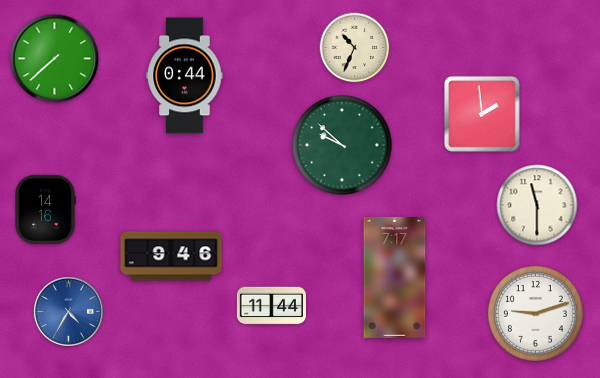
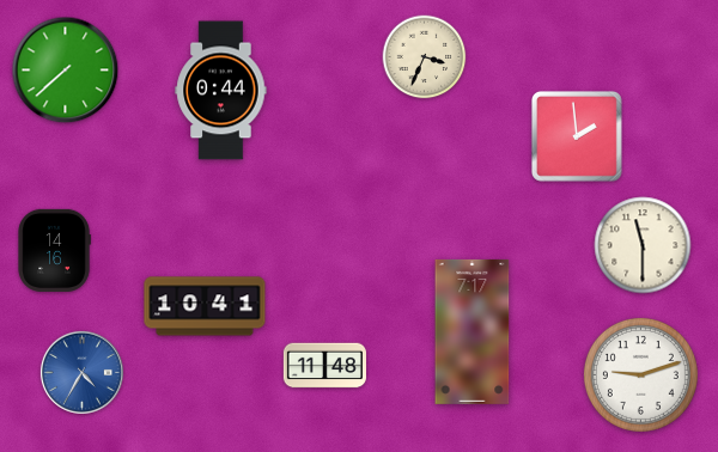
clock at (355, 48): 10:34 -> 3:34
clock at (342, 145): 9:52 -> none
clock at (171, 256): 9:46 -> 10:41
clock at (271, 306): 11:44 -> 11:48
